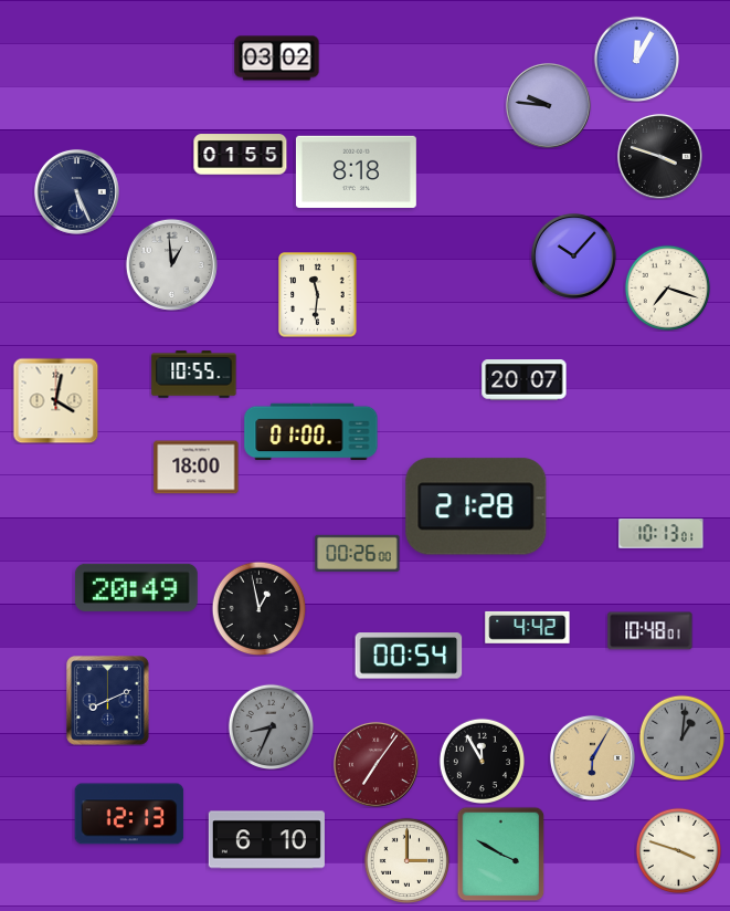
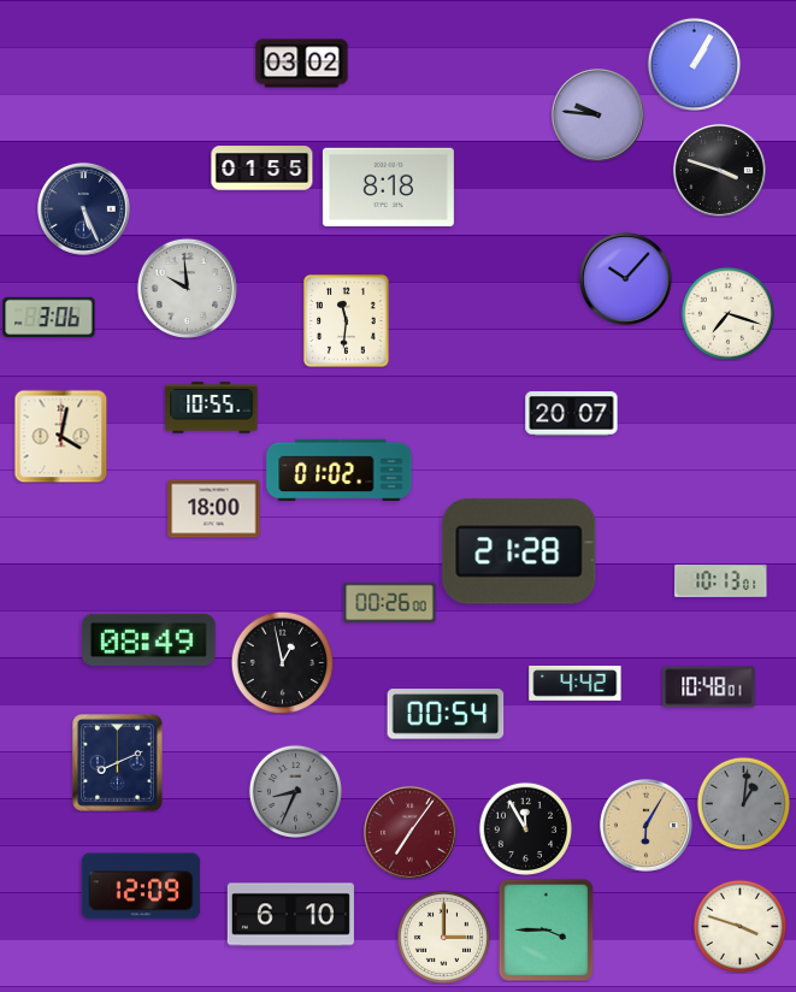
clock at (636, 59): 12:05 -> 1:05
clock at (171, 264): 12:59 -> 9:59
clock at (49, 318): none -> 3:06
clock at (311, 432): 01:00 -> 01:02
clock at (136, 587): 20:49 -> 08:49
clock at (129, 814): 12:13 -> 12:09
clock at (501, 854): 3:50 -> 3:45
